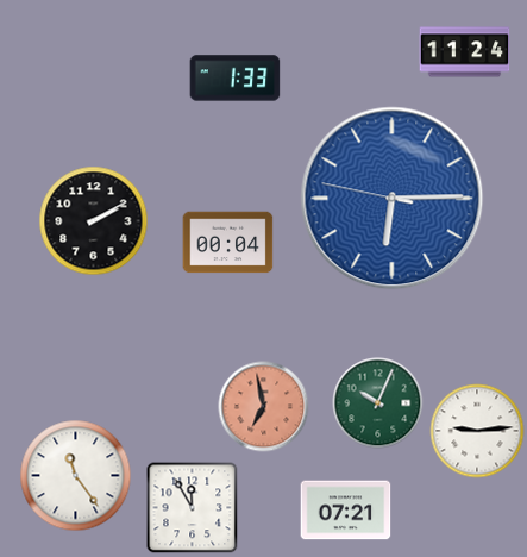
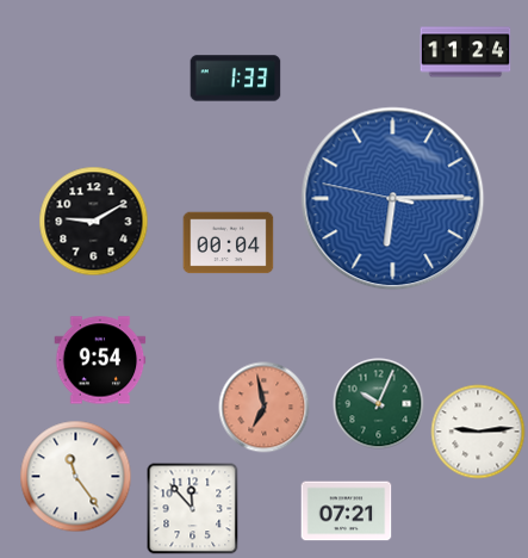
clock at (94, 221): 2:10 -> 9:10
clock at (100, 360): none -> 9:54
clock at (193, 508): 11:55 -> 11:53
